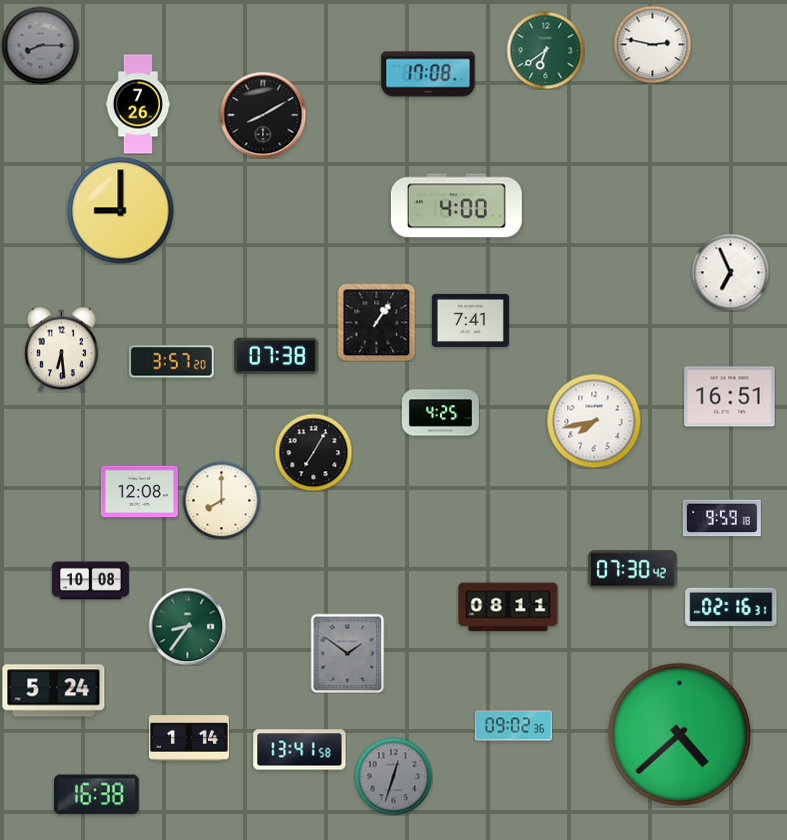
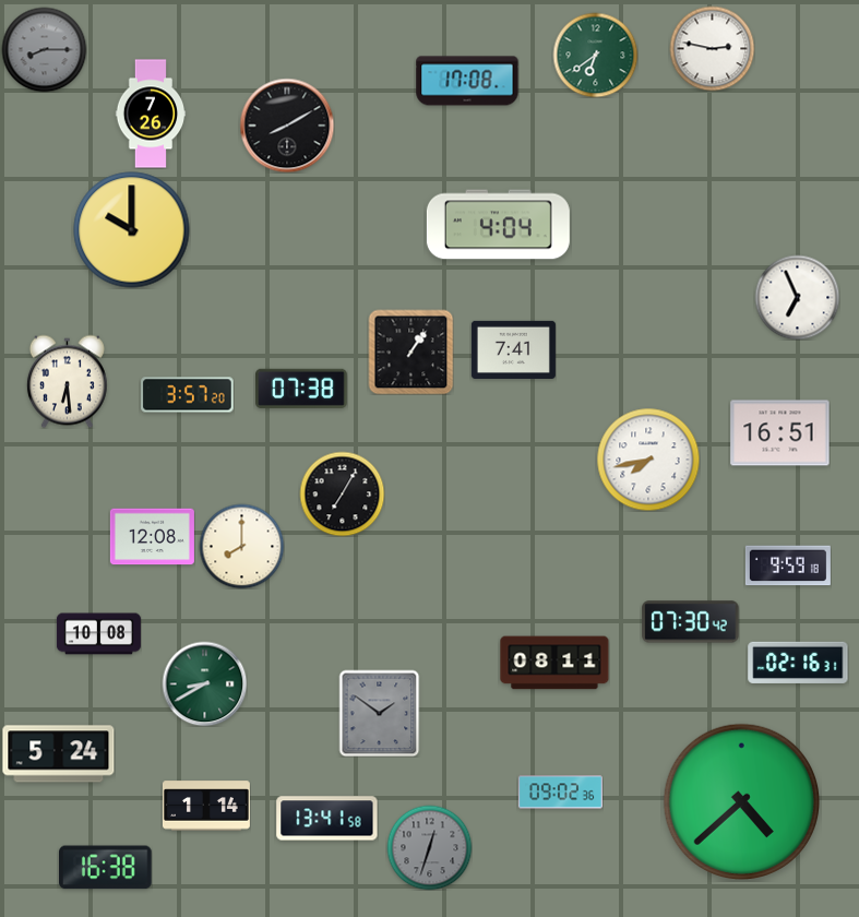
clock at (456, 206): 4:00 -> 4:04
clock at (121, 211): 9:00 -> 10:00
clock at (730, 397) position: (730, 397) -> (780, 433)
clock at (440, 413): 4:25 -> none
clock at (187, 626): 8:36 -> 8:40
